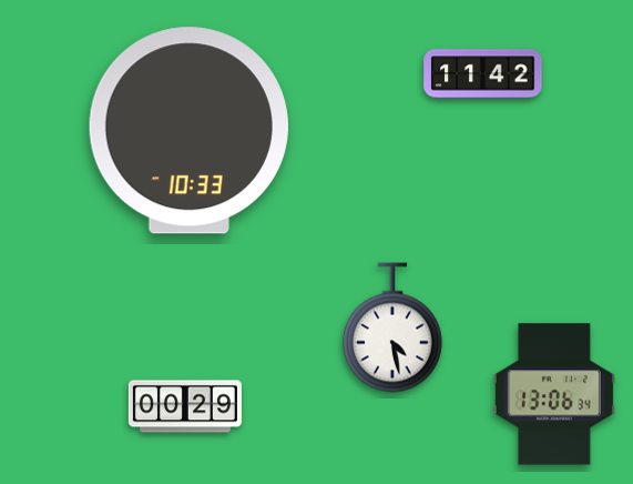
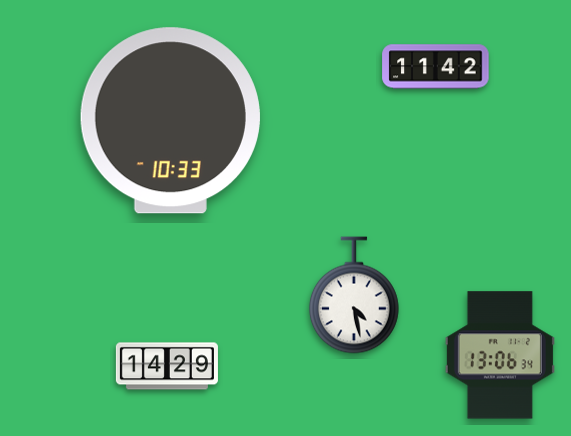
clock at (188, 131) position: (188, 131) -> (170, 121)
clock at (185, 406): 00:29 -> 14:29
